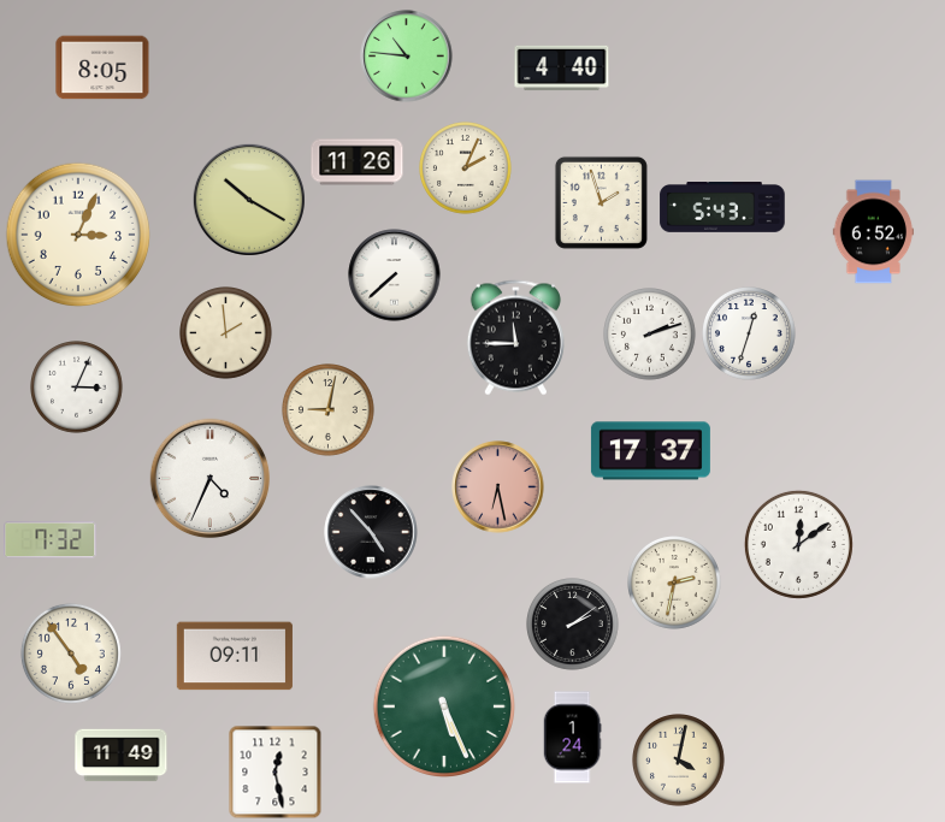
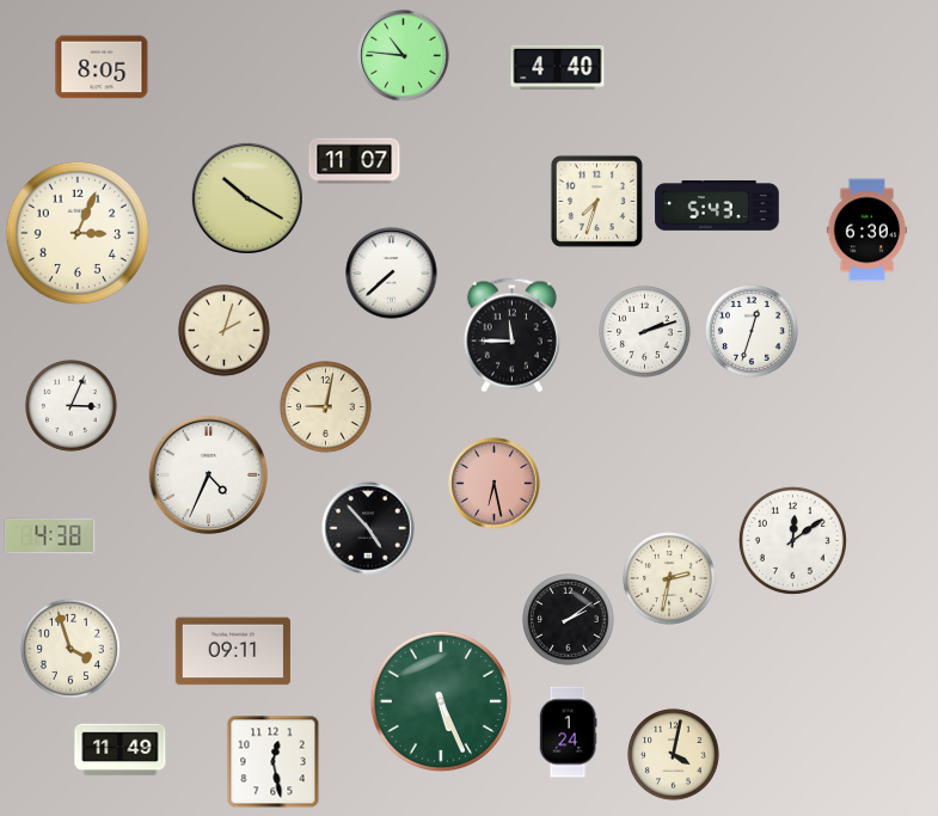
clock at (358, 162): 11:26 -> 11:07
clock at (466, 168): 2:04 -> none
clock at (601, 202): 1:57 -> 7:33
clock at (874, 232): 6:52 -> 6:30
clock at (226, 333): 1:59 -> 2:03
clock at (750, 335) position: (750, 335) -> (753, 332)
clock at (77, 388) position: (77, 388) -> (72, 406)
clock at (650, 451): 17:37 -> none
clock at (51, 540): 7:32 -> 4:38
clock at (71, 654): 4:54 -> 3:57
clock at (274, 771) position: (274, 771) -> (272, 761)
